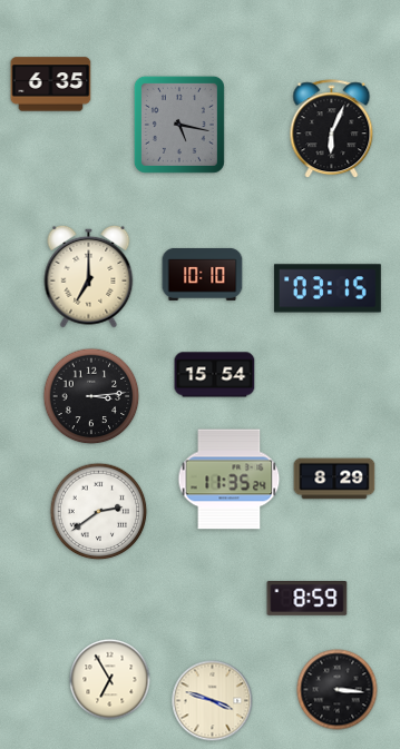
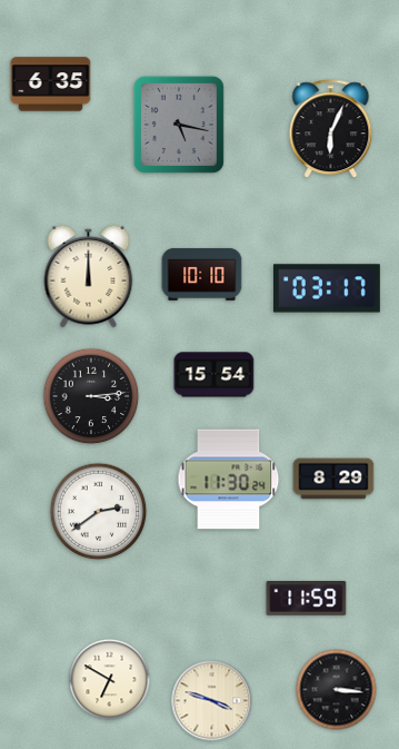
clock at (89, 276): 7:00 -> 12:00
clock at (328, 288): 03:15 -> 03:17
clock at (230, 480): 11:35 -> 11:30
clock at (308, 599): 8:59 -> 11:59
clock at (110, 680): 6:55 -> 6:50
